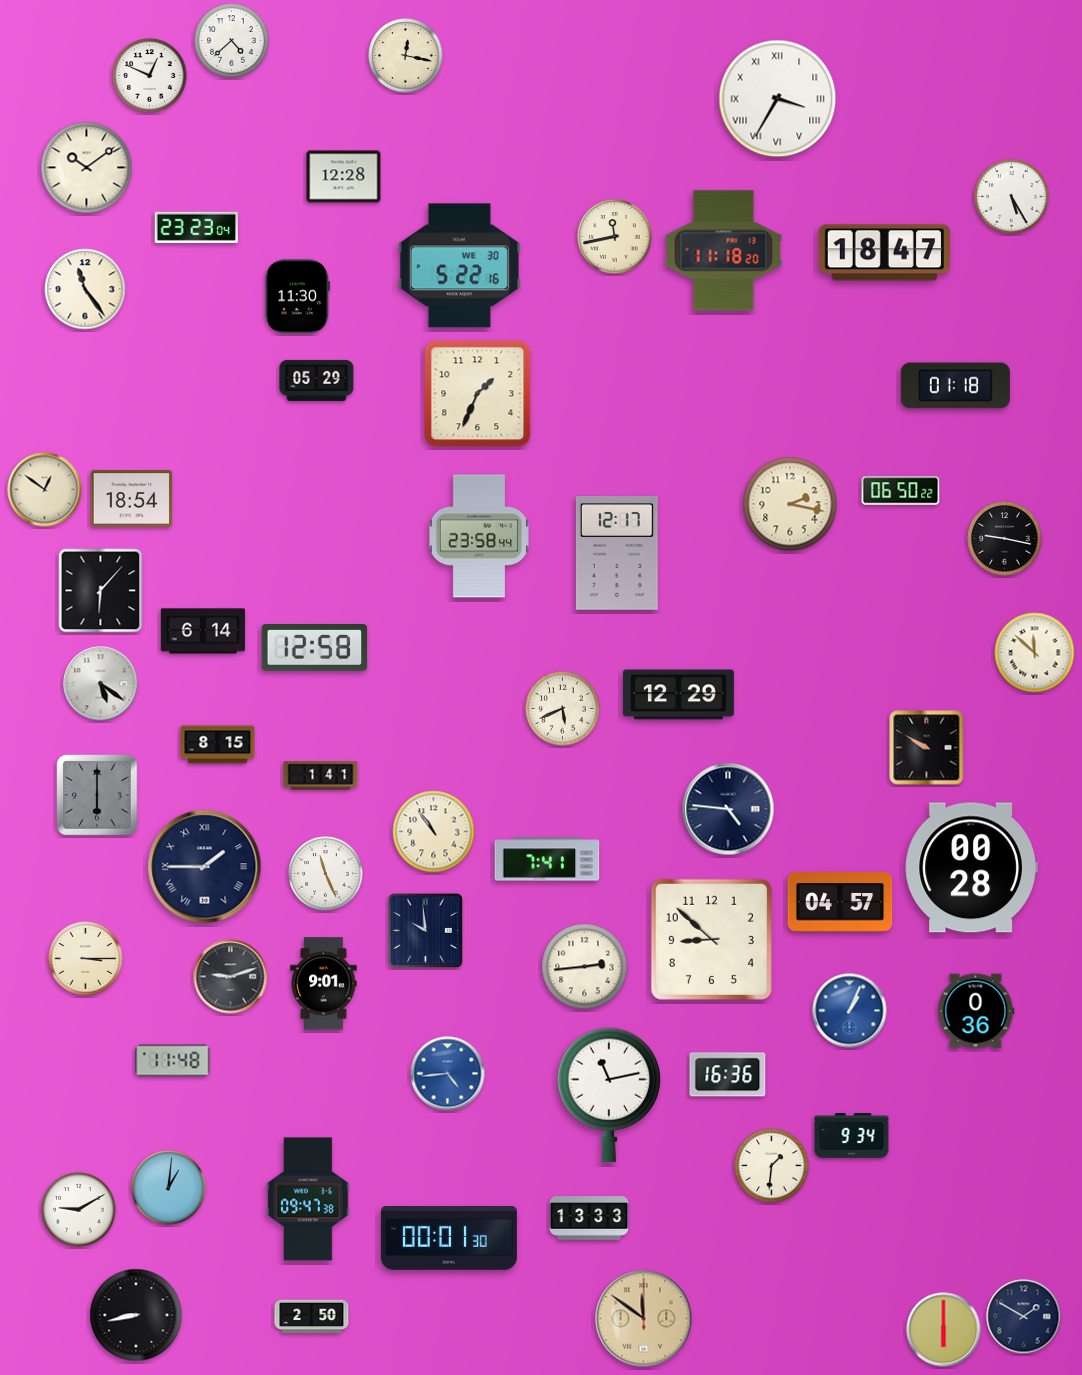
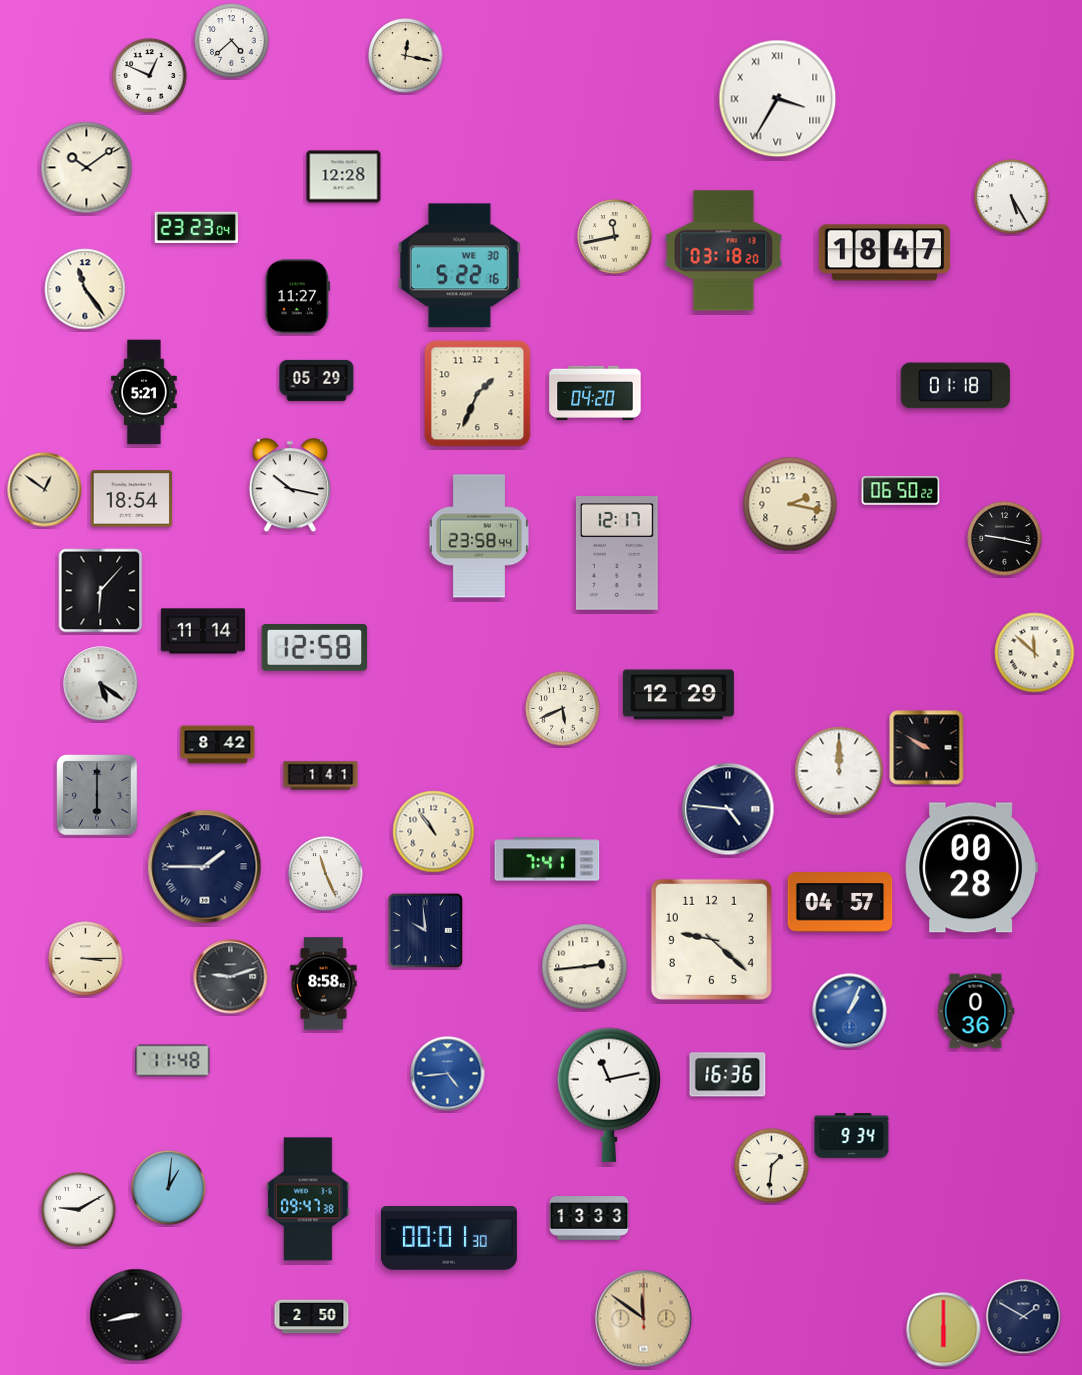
clock at (724, 251): 11:18 -> 03:18
clock at (298, 297): 11:30 -> 11:27
clock at (144, 392): none -> 5:21
clock at (595, 392): none -> 04:20
clock at (290, 486): none -> 10:17
clock at (202, 631): 6:14 -> 11:14
clock at (218, 745): 8:15 -> 8:42
clock at (839, 771): none -> 12:00
clock at (711, 939): 8:52 -> 9:22
clock at (324, 984): 9:01 -> 8:58
